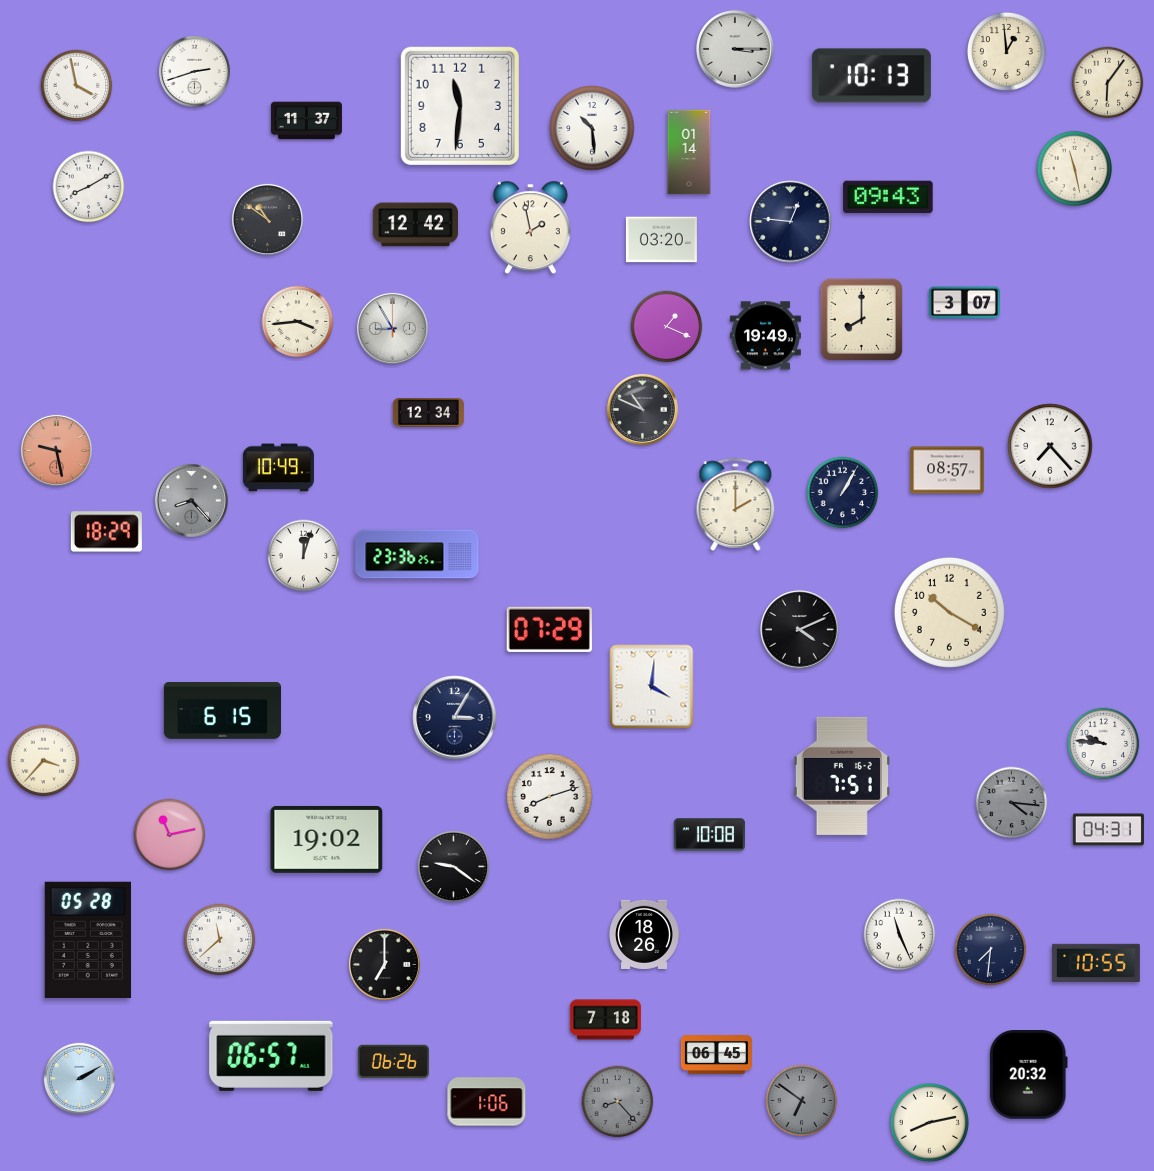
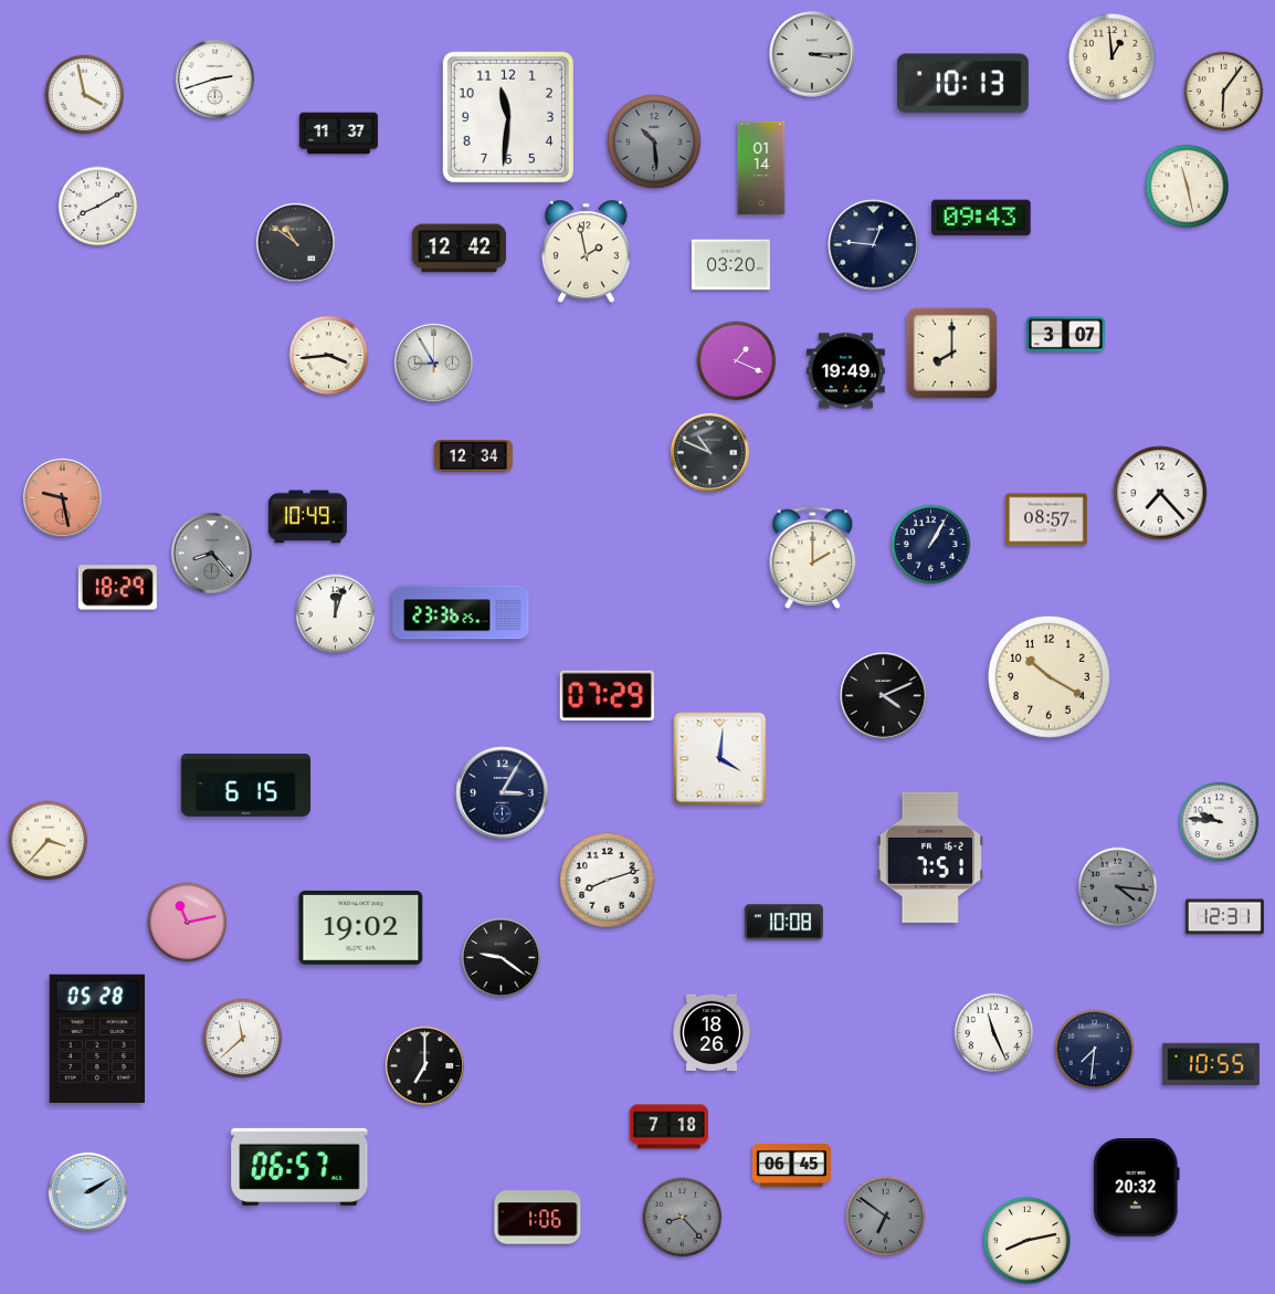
clock at (592, 128) dial: white -> grey
clock at (1108, 830): 04:31 -> 12:31
clock at (393, 1062): 06:26 -> none
